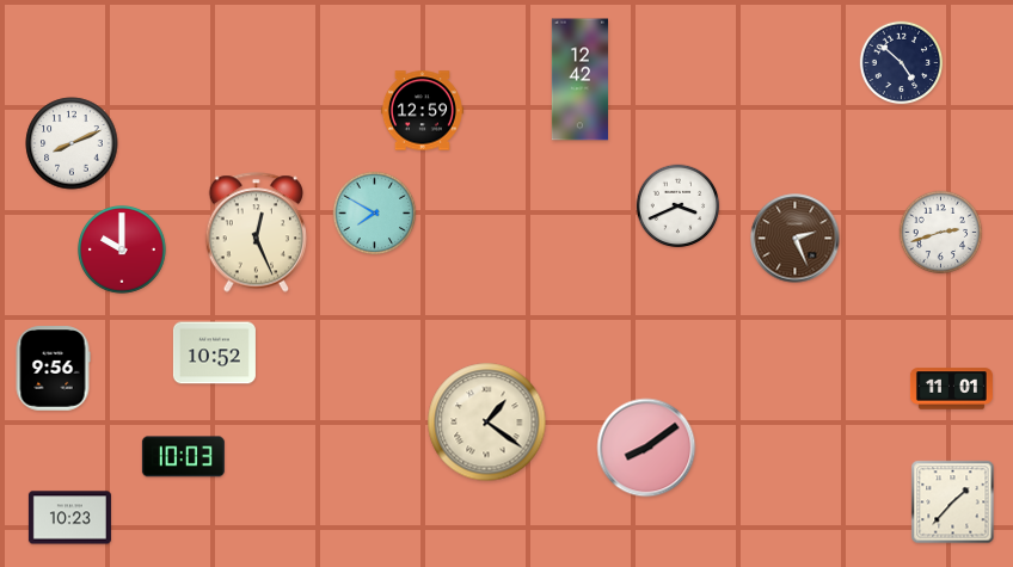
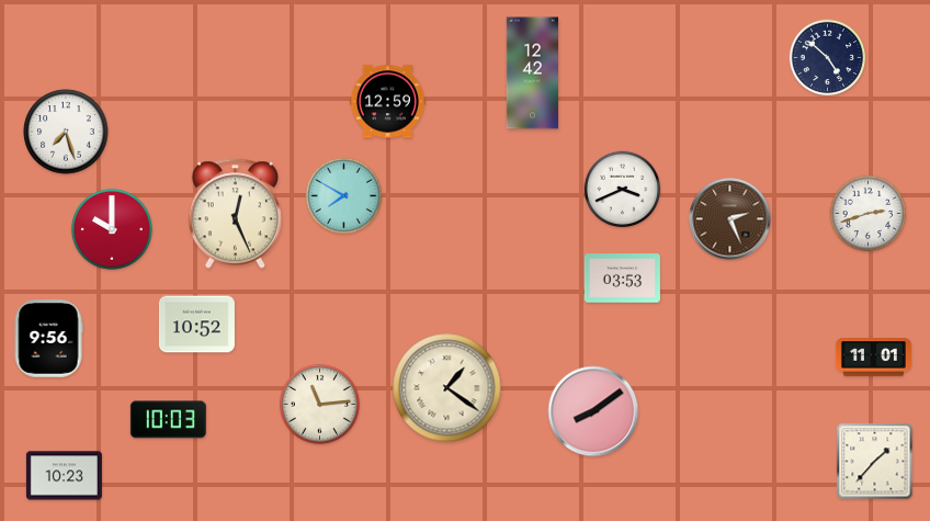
clock at (72, 143): 8:11 -> 7:27
clock at (941, 233) position: (941, 233) -> (869, 214)
clock at (622, 279): none -> 03:53
clock at (319, 404): none -> 11:14
